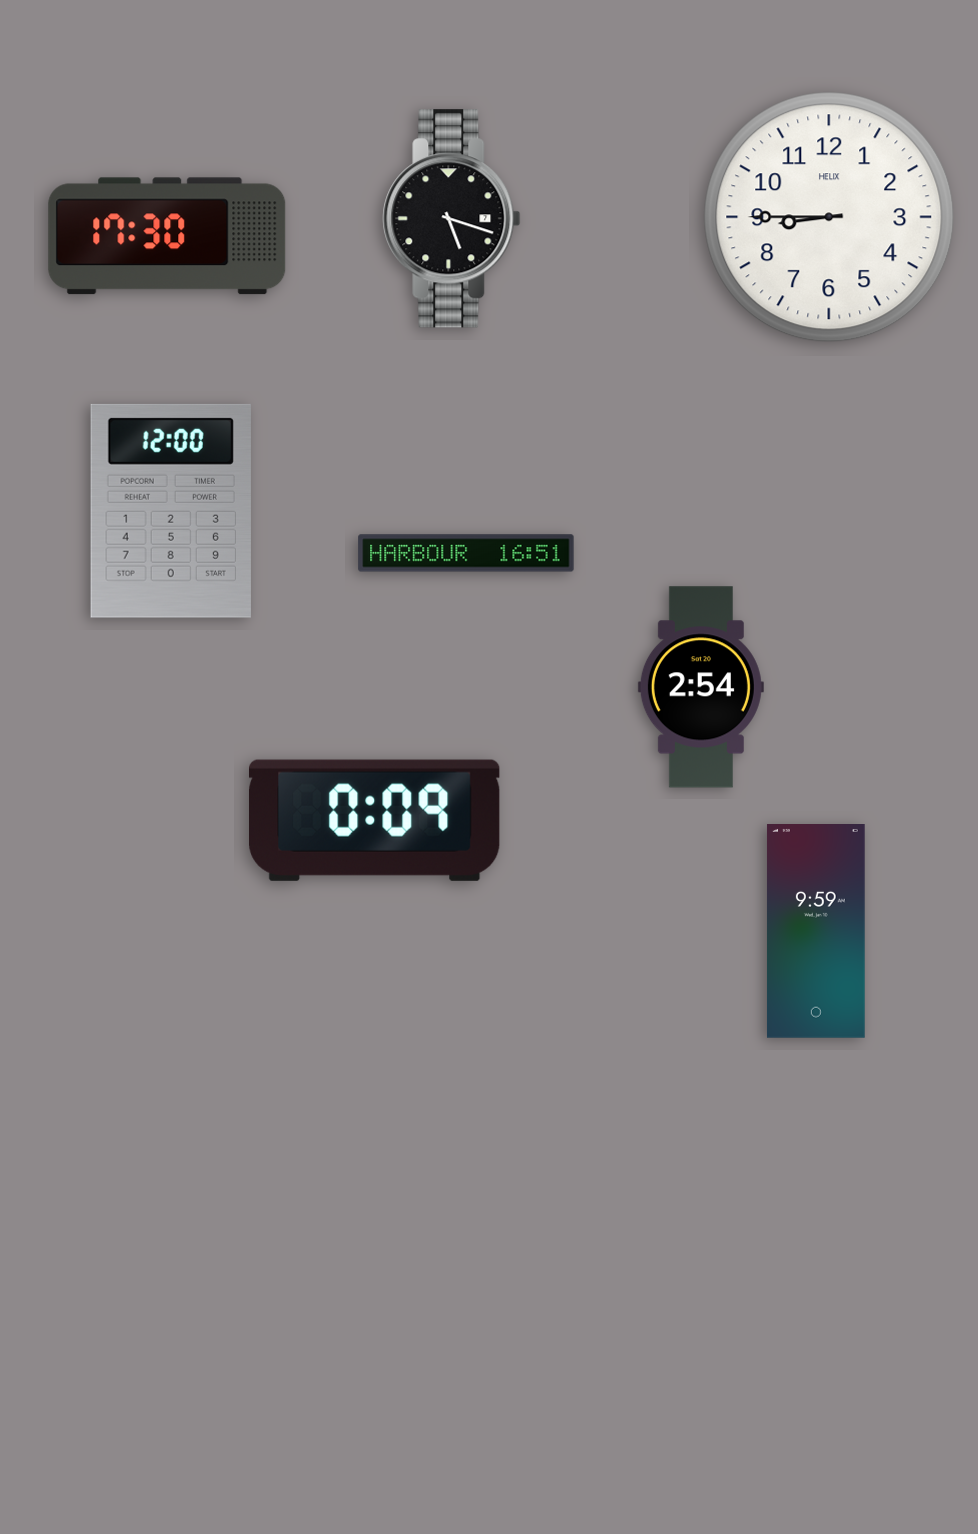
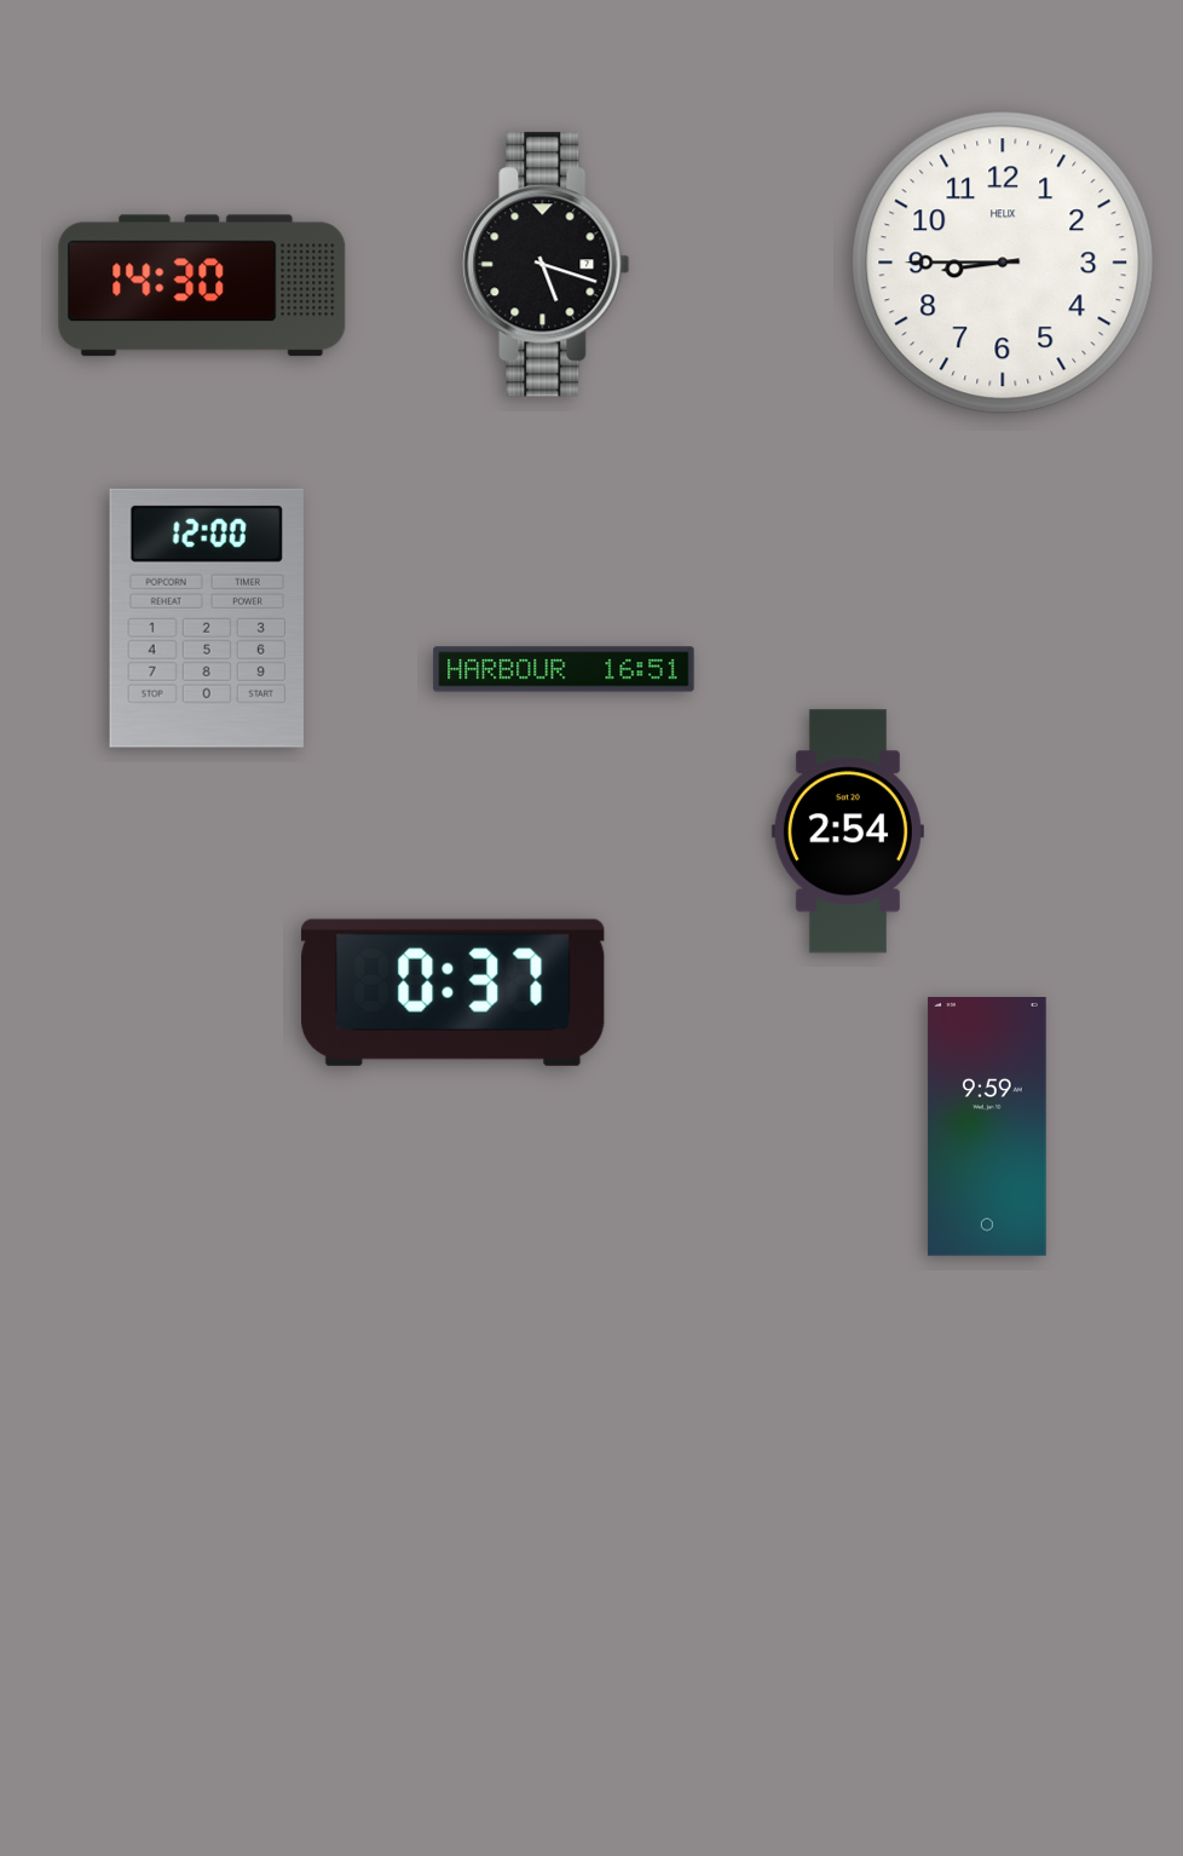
clock at (167, 236): 17:30 -> 14:30
clock at (375, 820): 0:09 -> 0:37
